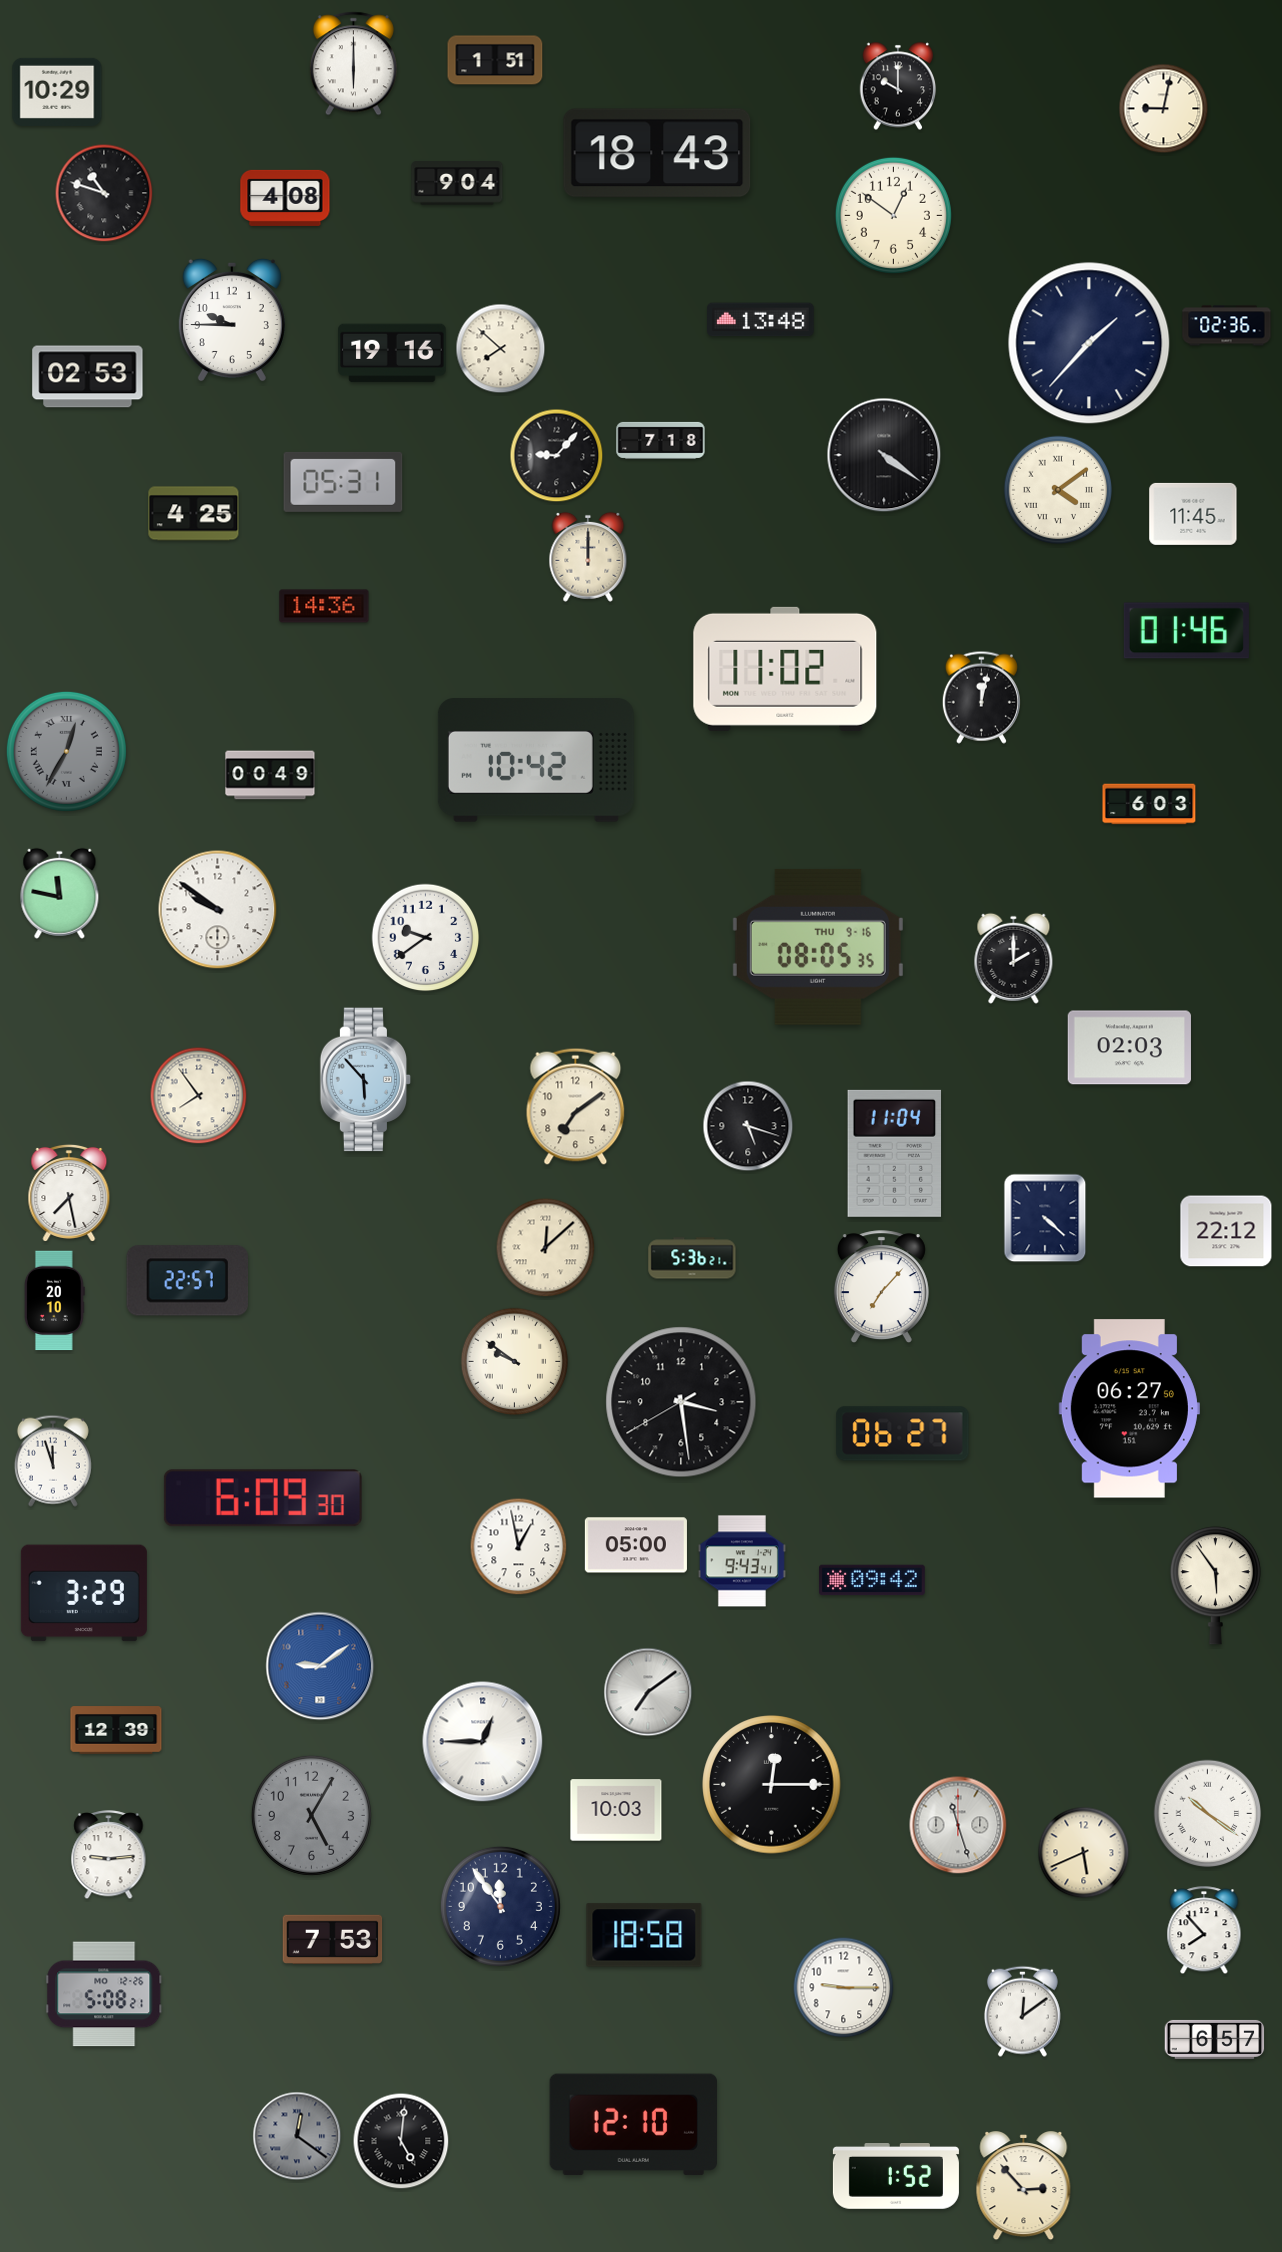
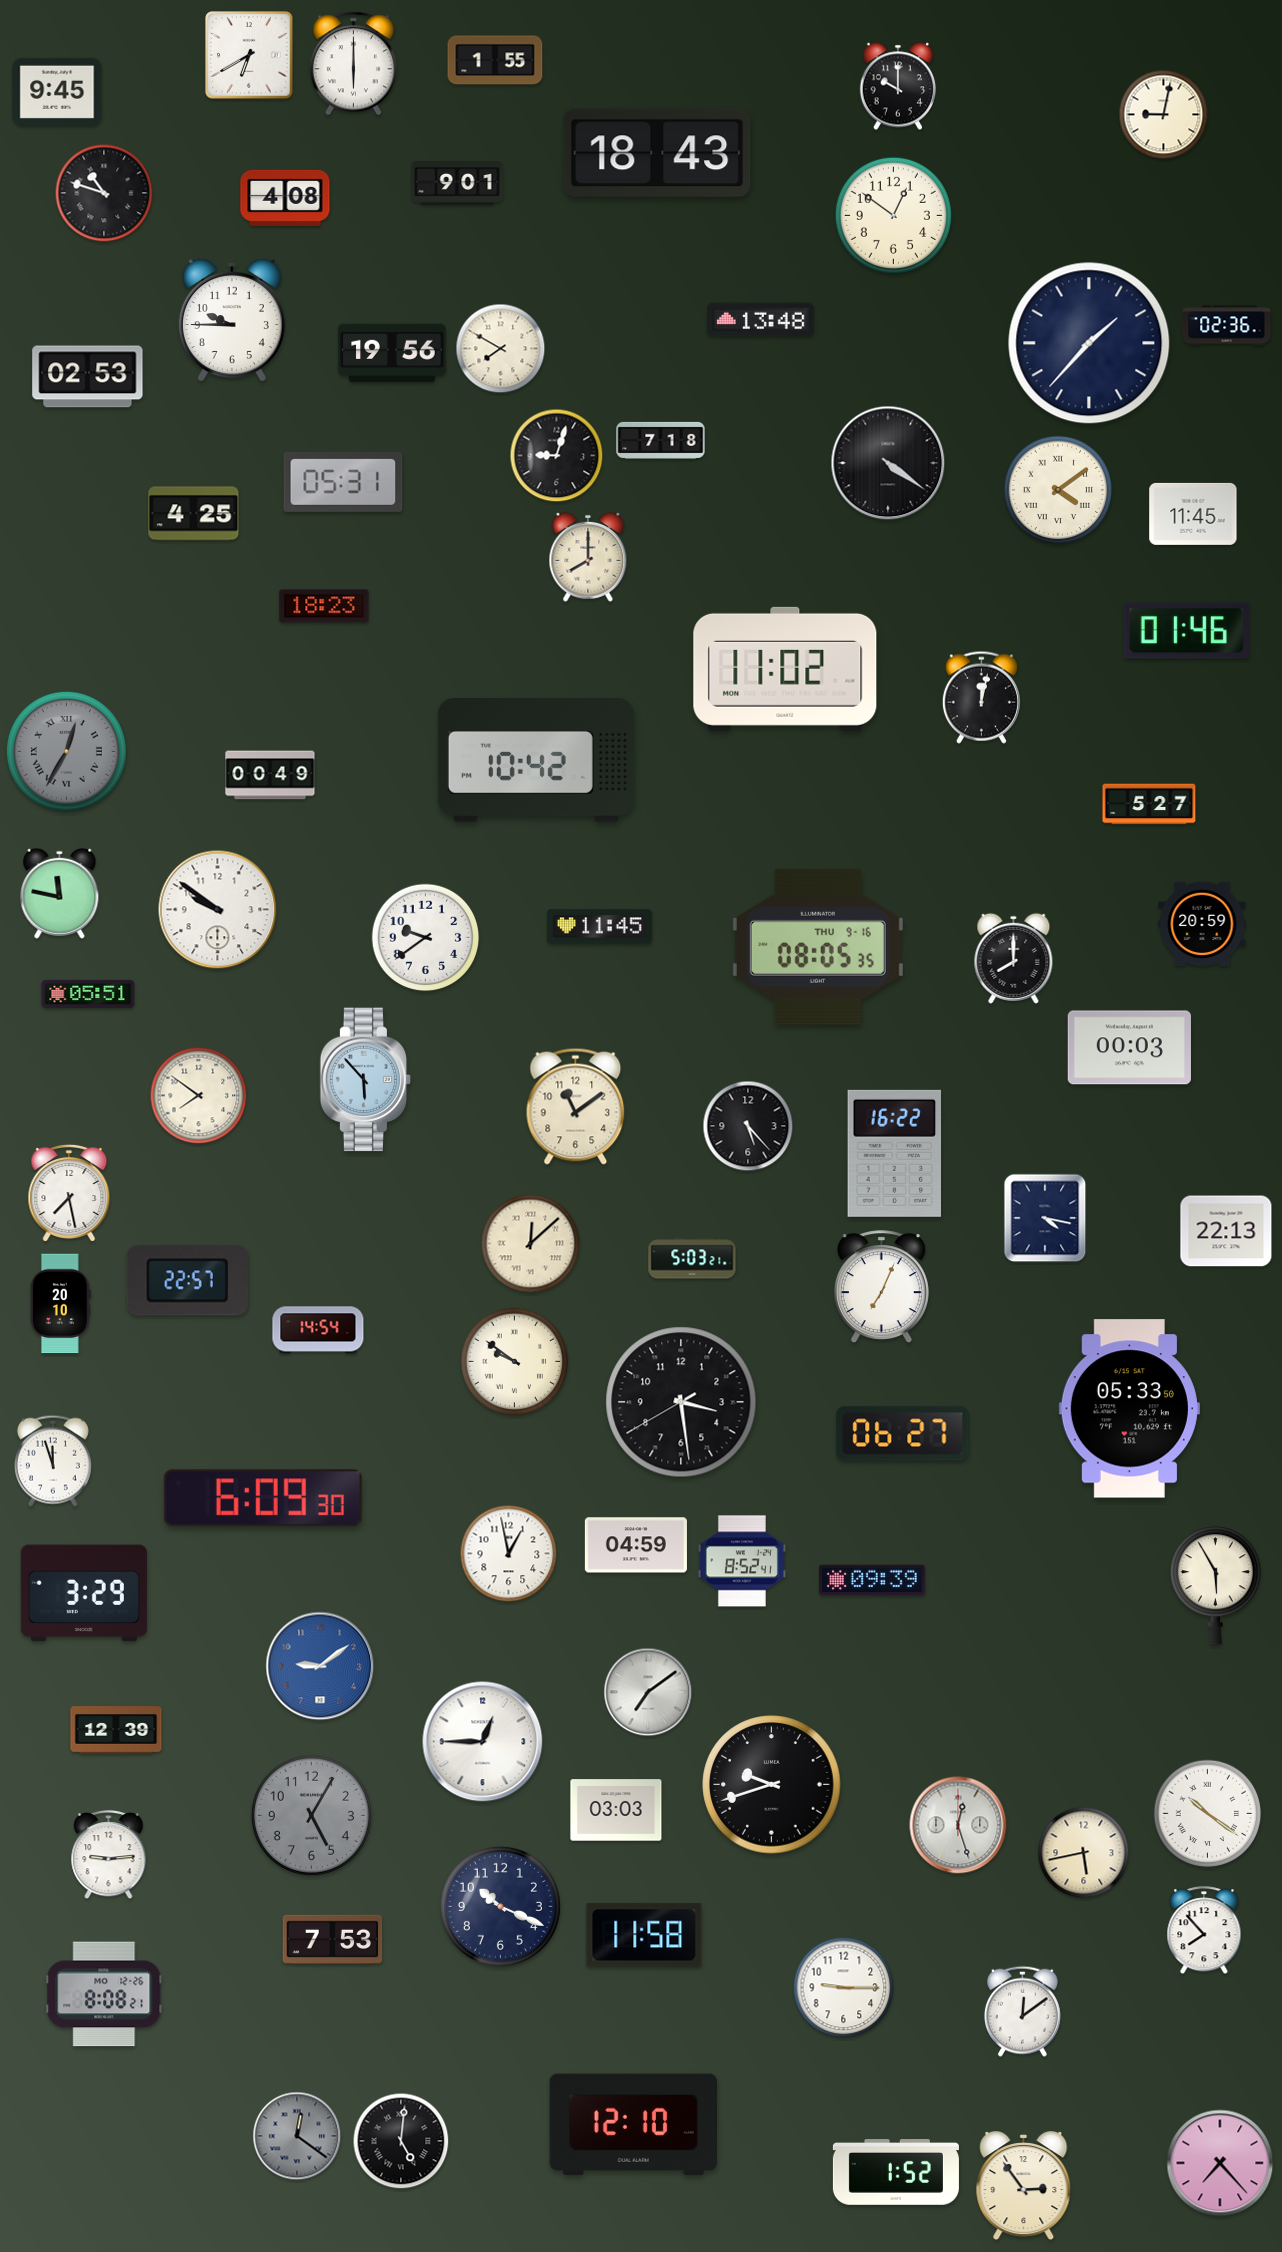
clock at (249, 55): none -> 6:40
clock at (495, 60): 1:51 -> 1:55
clock at (57, 92): 10:29 -> 9:45
clock at (1164, 109) position: (1164, 109) -> (1164, 115)
clock at (457, 183): 9:04 -> 9:01
clock at (501, 349): 7:52 -> 7:50
clock at (392, 353): 19:16 -> 19:56
clock at (884, 455) position: (884, 455) -> (888, 463)
clock at (557, 456): 9:07 -> 9:03
clock at (588, 557): 12:00 -> 8:00
clock at (324, 606): 14:36 -> 18:23
clock at (1149, 804): 6:03 -> 5:27
clock at (1202, 924): none -> 20:59
clock at (599, 927): none -> 11:45
clock at (1014, 958): 2:00 -> 8:00
clock at (88, 994): none -> 05:51
clock at (1129, 1048): 02:03 -> 00:03
clock at (199, 1096): 7:54 -> 7:51
clock at (576, 1106): 7:09 -> 11:09
clock at (748, 1126): 5:18 -> 5:23
clock at (895, 1153): 11:04 -> 16:22
clock at (1045, 1218): 4:22 -> 4:17
clock at (1226, 1231): 22:12 -> 22:13
clock at (546, 1248) position: (546, 1248) -> (531, 1244)
clock at (692, 1258): 5:36 -> 5:03
clock at (881, 1287): 7:07 -> 7:04
clock at (55, 1301) position: (55, 1301) -> (61, 1304)
clock at (318, 1330): none -> 14:54
clock at (1129, 1409): 06:27 -> 05:33
clock at (636, 1545): 05:00 -> 04:59
clock at (519, 1547) position: (519, 1547) -> (509, 1554)
clock at (742, 1561): 9:43 -> 8:52
clock at (873, 1580): 09:42 -> 09:39
clock at (1215, 1586): 5:54 -> 5:55
clock at (772, 1785): 12:15 -> 9:42
clock at (616, 1810): 10:03 -> 03:03
clock at (958, 1825): 11:27 -> 12:27
clock at (1084, 1853): 5:41 -> 5:43
clock at (500, 1906): 11:54 -> 10:19
clock at (644, 1935): 18:58 -> 11:58
clock at (104, 1994): 5:08 -> 8:08
clock at (1215, 2039): 6:57 -> none
clock at (1220, 2163): none -> 7:23
clock at (896, 2177) position: (896, 2177) -> (896, 2173)
clock at (1024, 2187): 2:53 -> 2:54
